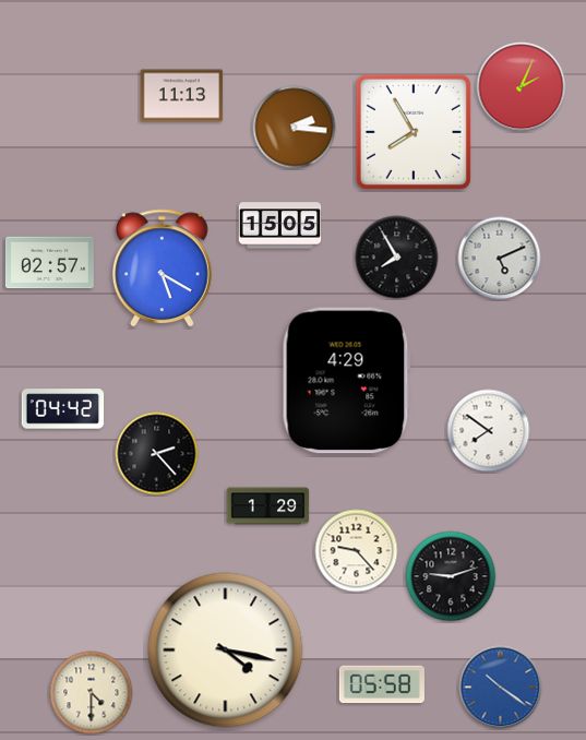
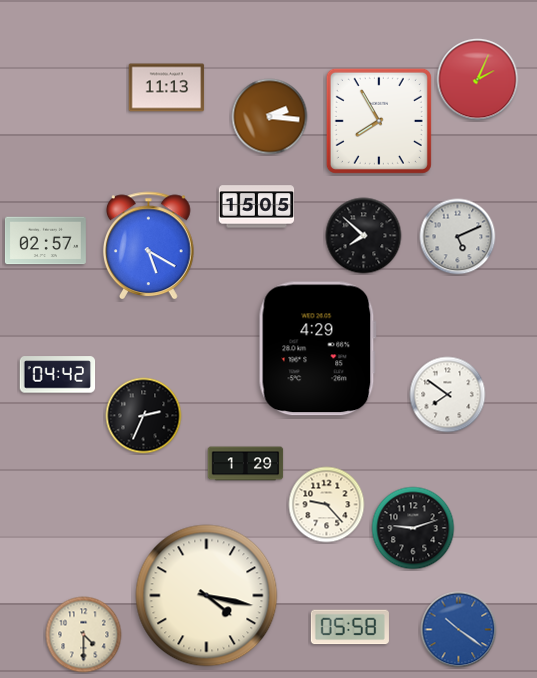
clock at (397, 258): 7:55 -> 7:52
clock at (157, 454): 2:23 -> 2:34
